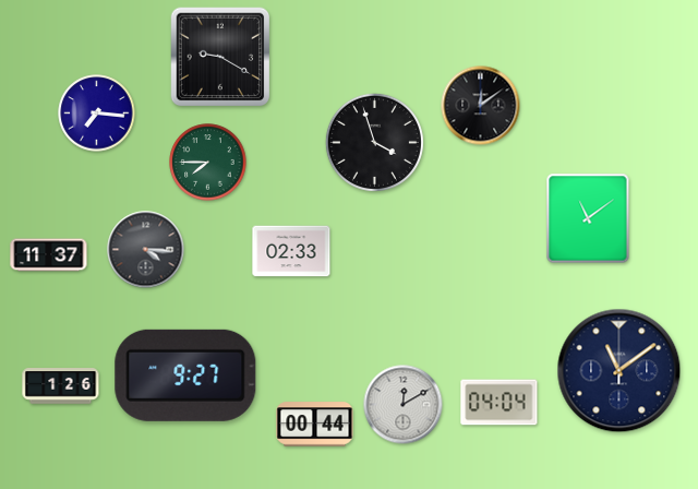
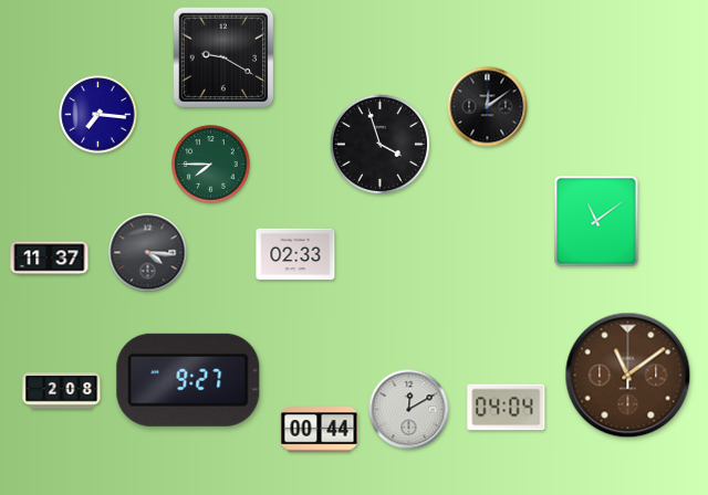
clock at (619, 371) dial: navy -> brown
clock at (61, 386): 1:26 -> 2:08
